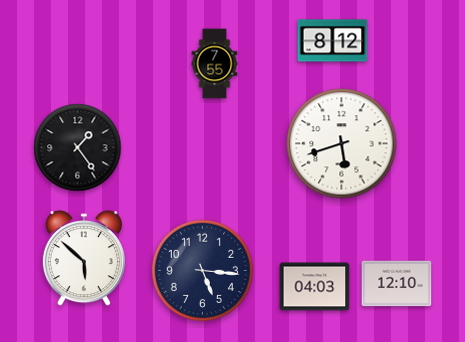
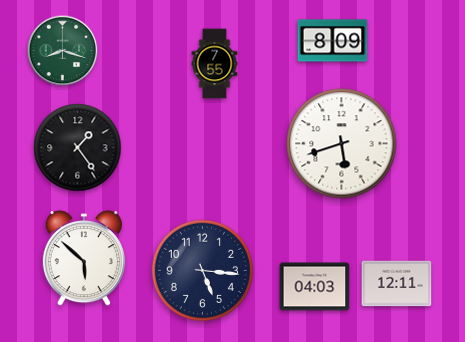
clock at (333, 41): 8:12 -> 8:09
clock at (63, 51): none -> 8:18
clock at (397, 284): 12:10 -> 12:11
